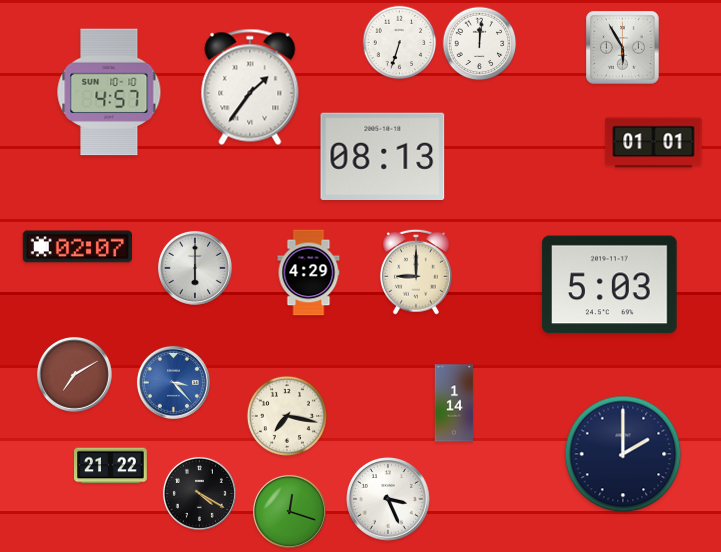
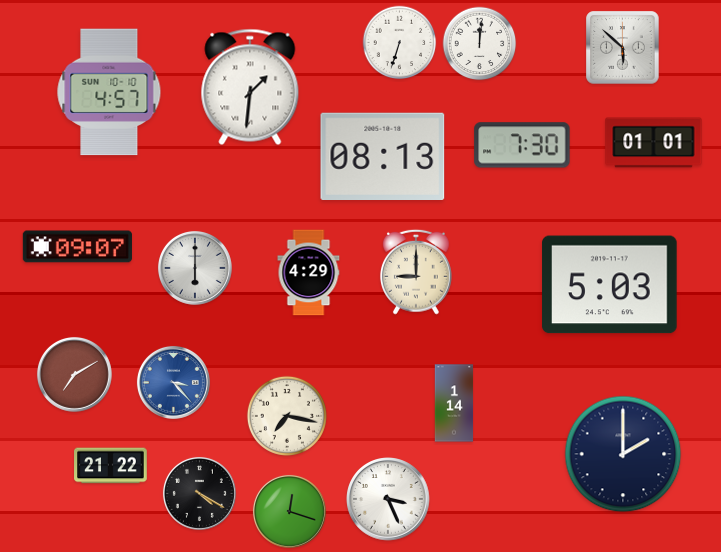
clock at (623, 48): 5:55 -> 5:52
clock at (250, 87): 1:36 -> 1:31
clock at (522, 145): none -> 7:30
clock at (77, 247): 02:07 -> 09:07
